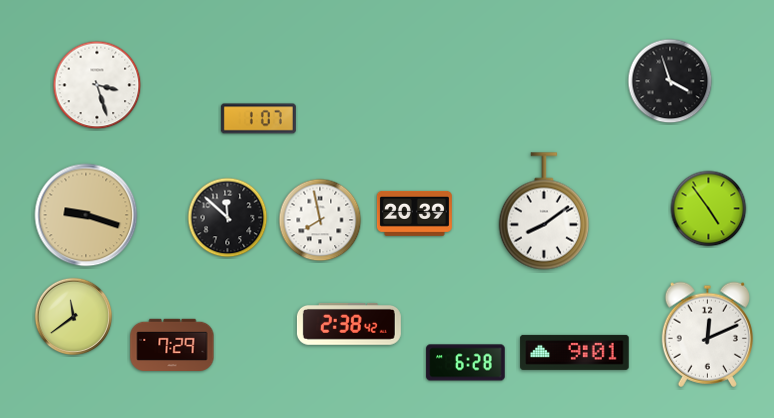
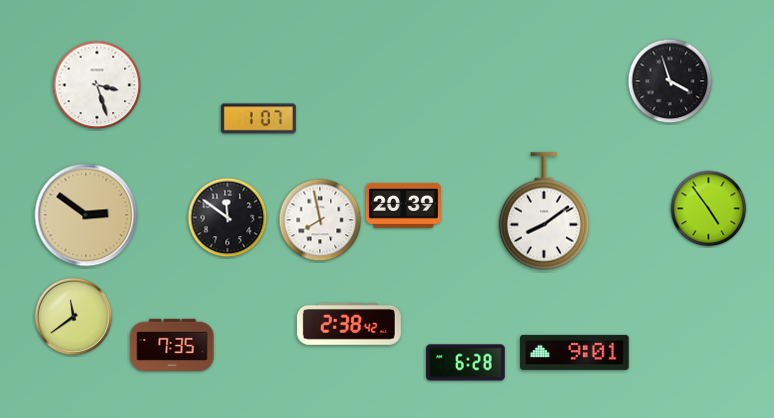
clock at (414, 213) position: (414, 213) -> (403, 205)
clock at (86, 215): 9:18 -> 2:51
clock at (228, 218): 11:52 -> 11:51
clock at (707, 334): 12:11 -> none
clock at (172, 344): 7:29 -> 7:35
